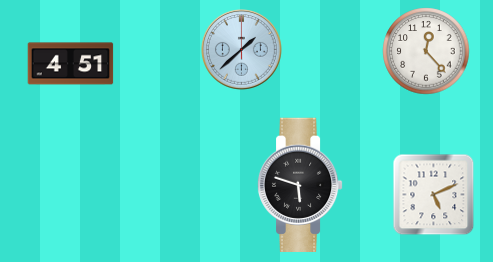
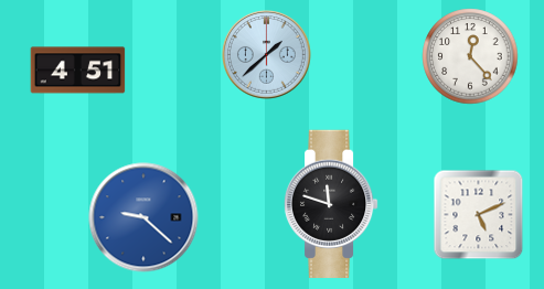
clock at (300, 184): 5:48 -> 11:48
clock at (143, 217): none -> 9:22
